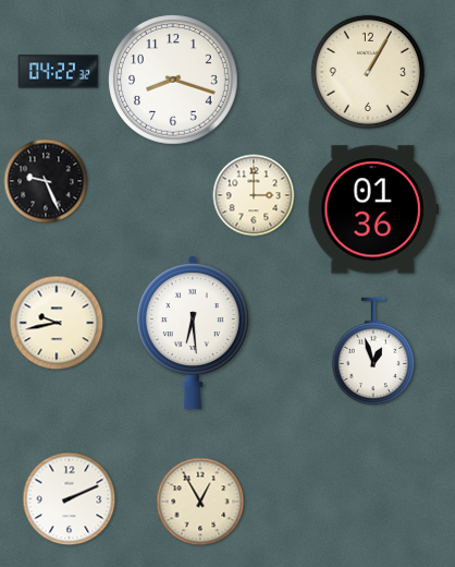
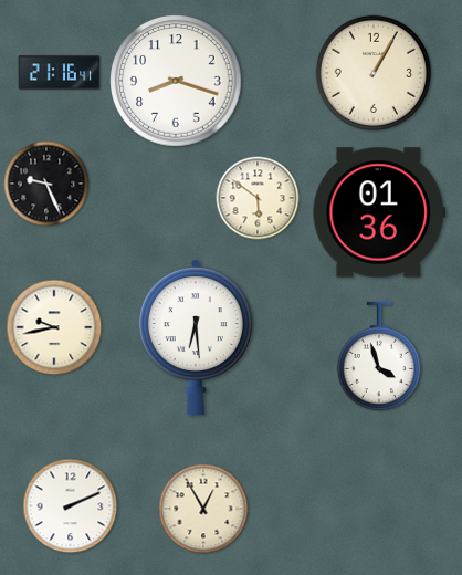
clock at (59, 72): 04:22 -> 21:16
clock at (254, 195): 3:00 -> 5:51
clock at (57, 323) position: (57, 323) -> (54, 327)
clock at (372, 351): 12:57 -> 3:57
